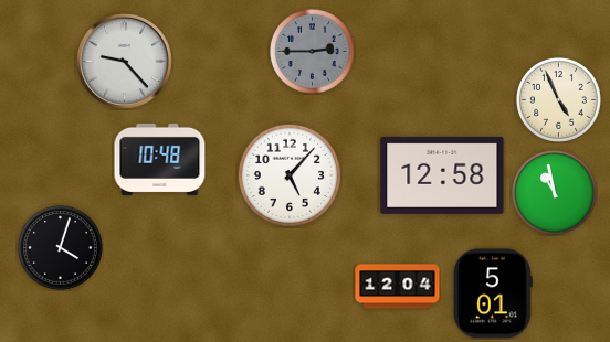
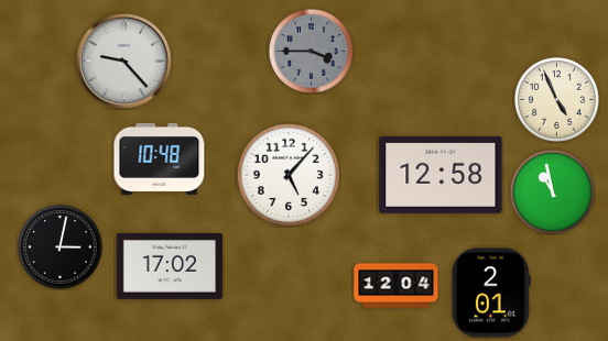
clock at (312, 51): 2:45 -> 3:45
clock at (60, 247): 4:03 -> 3:02
clock at (170, 266): none -> 17:02
clock at (493, 293): 5:01 -> 2:01
